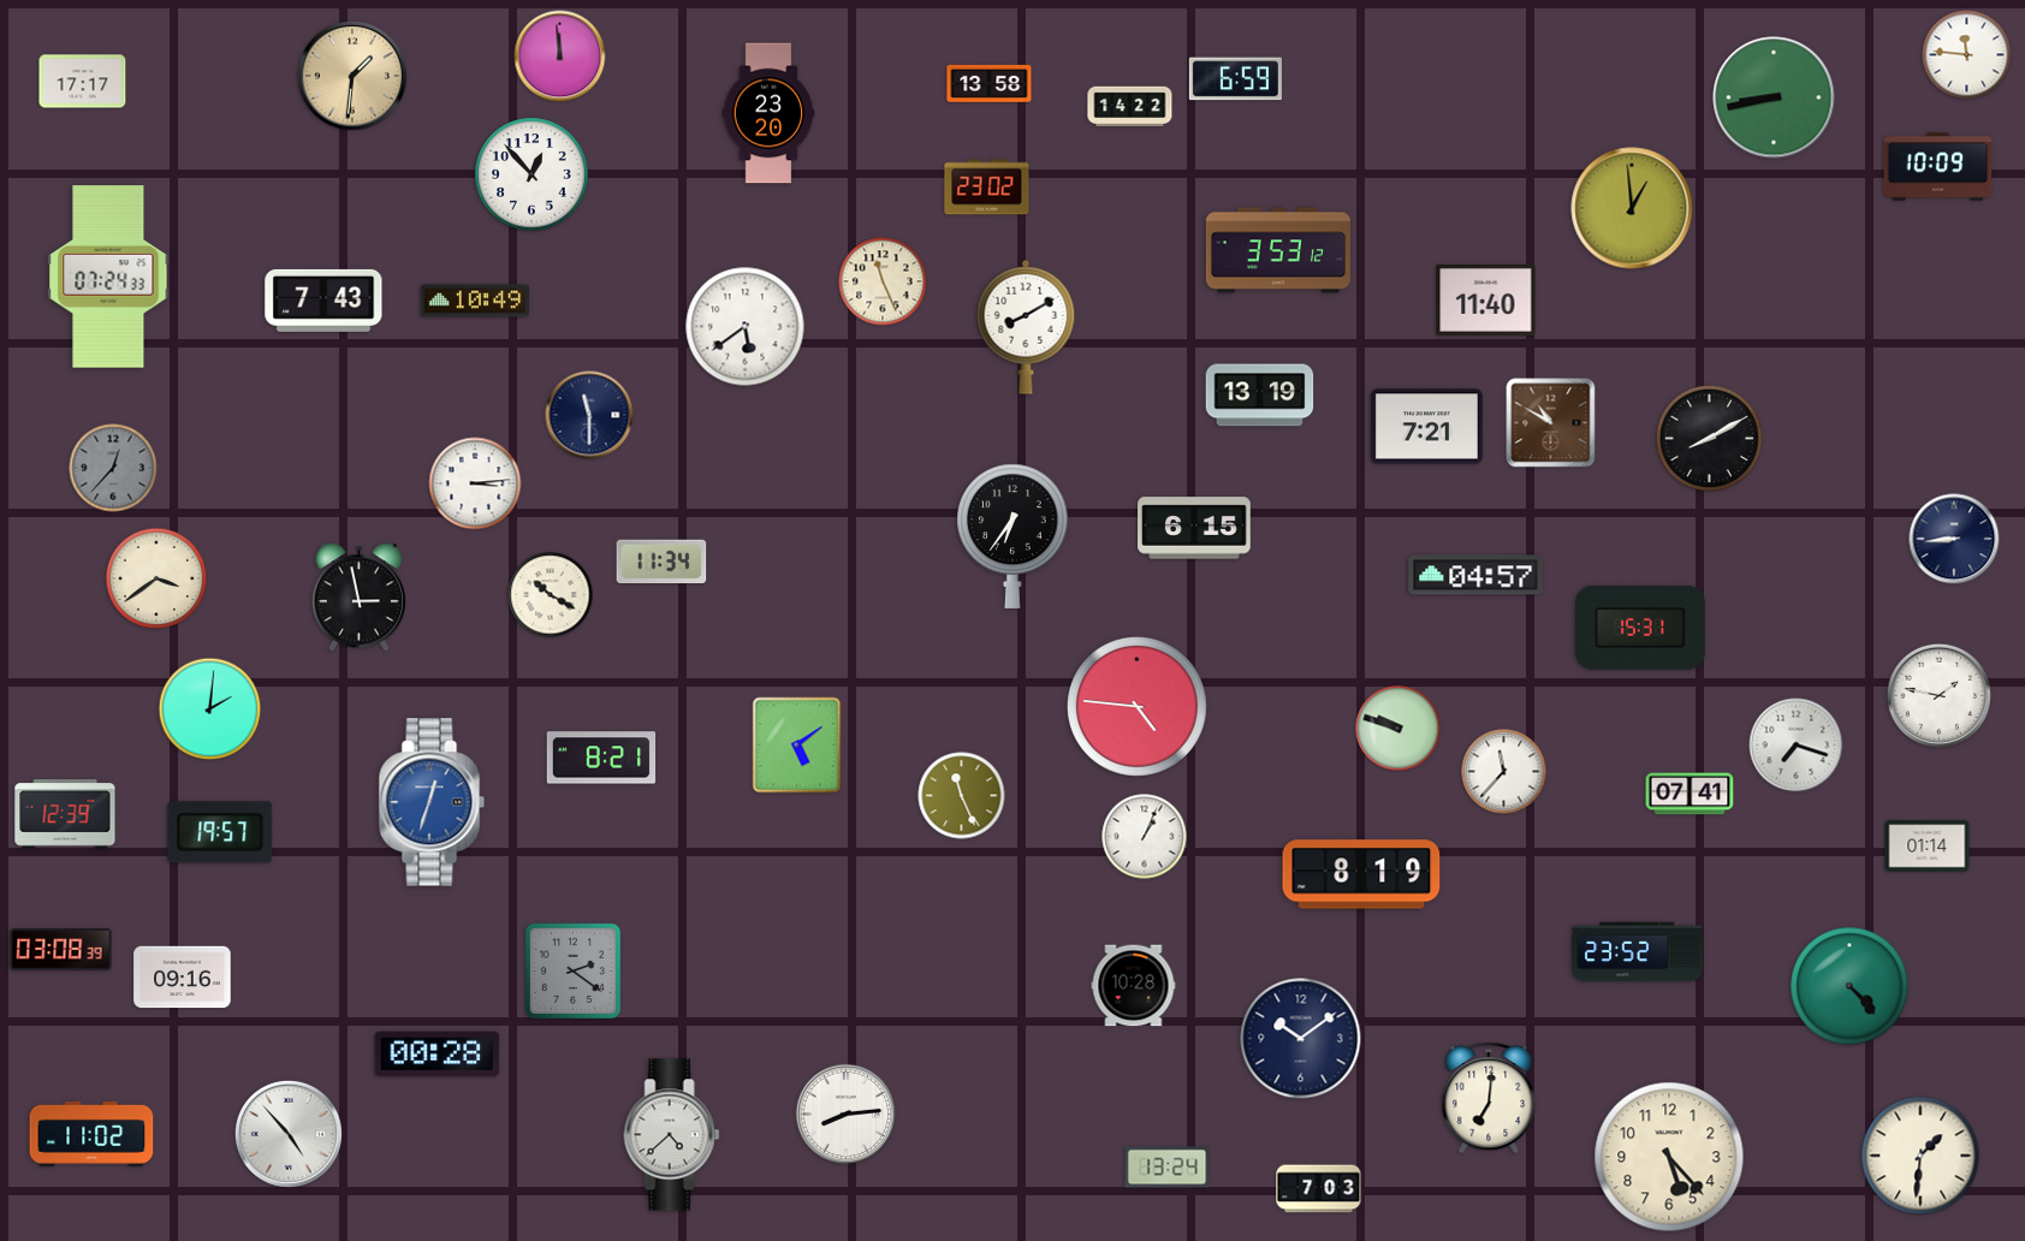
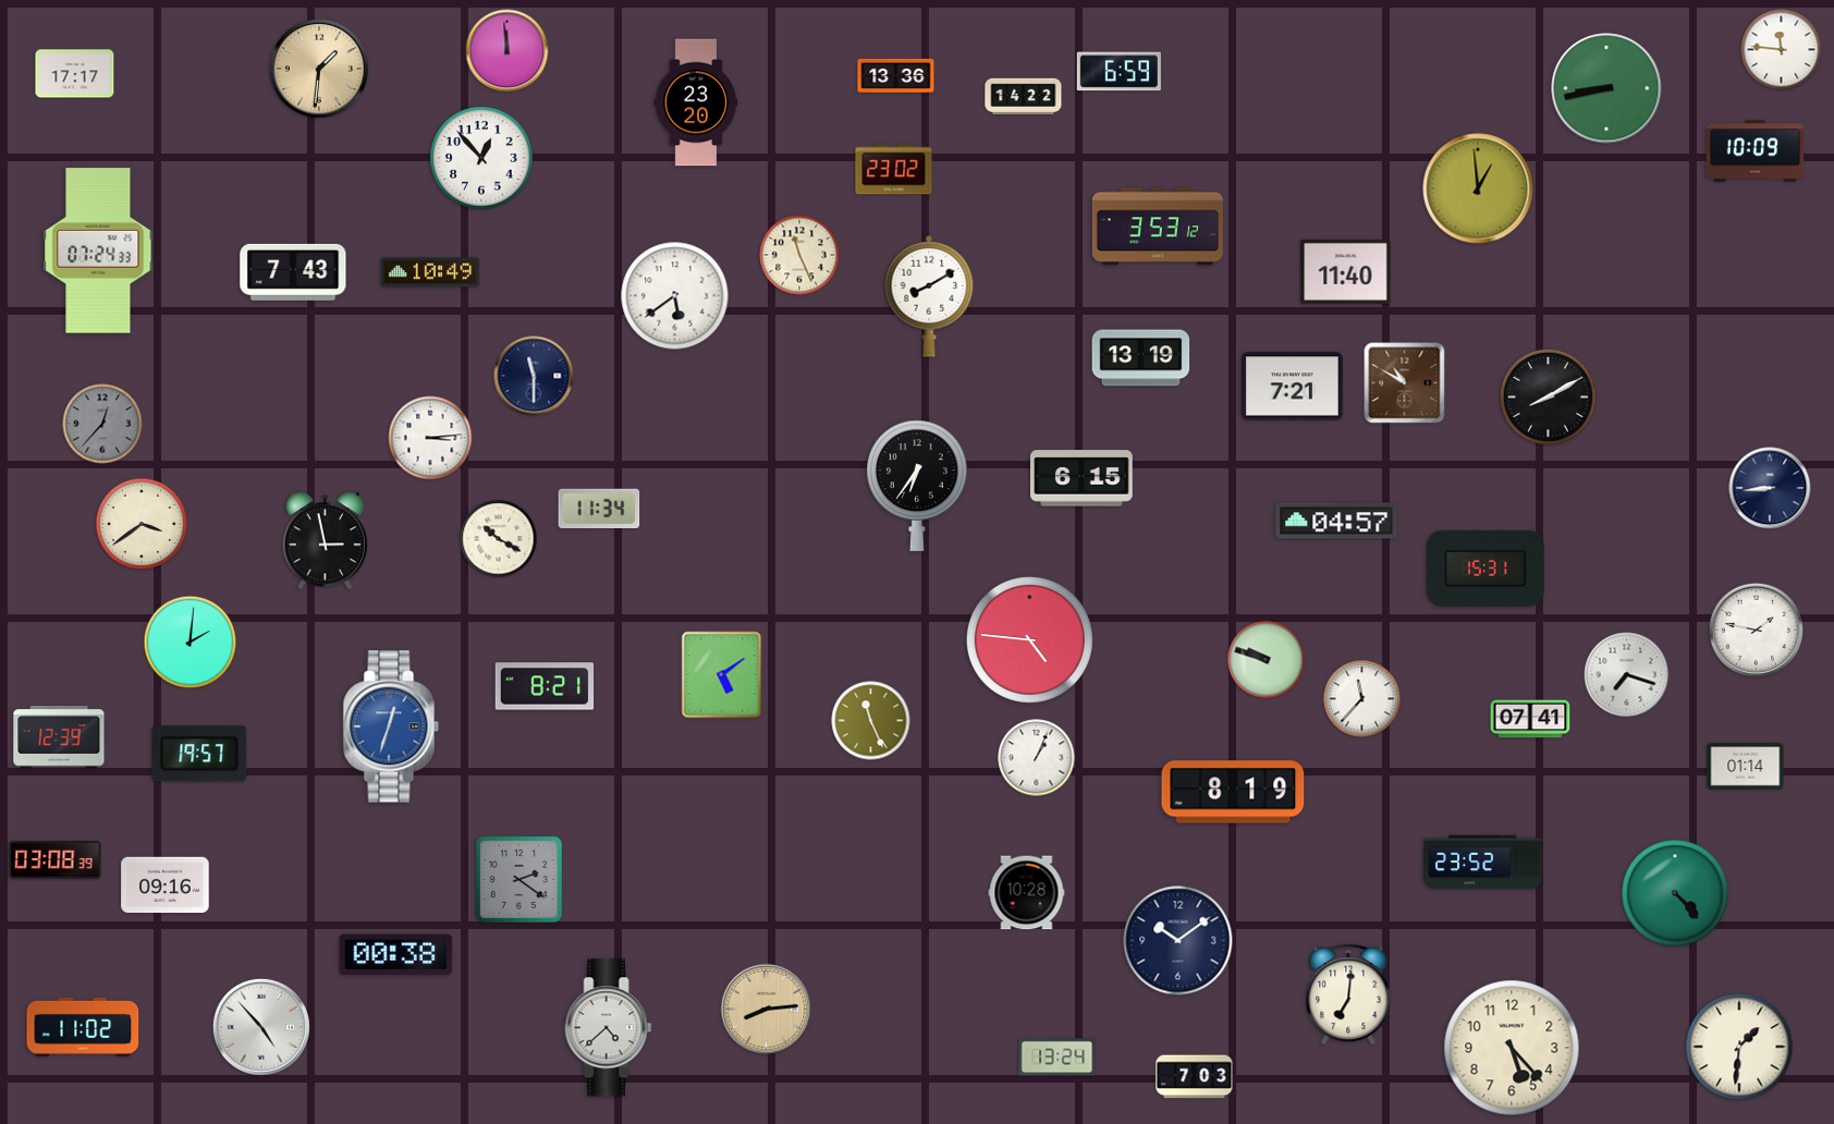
clock at (990, 83): 13:58 -> 13:36
clock at (438, 1055): 00:28 -> 00:38
clock at (847, 1115) dial: white -> champagne
